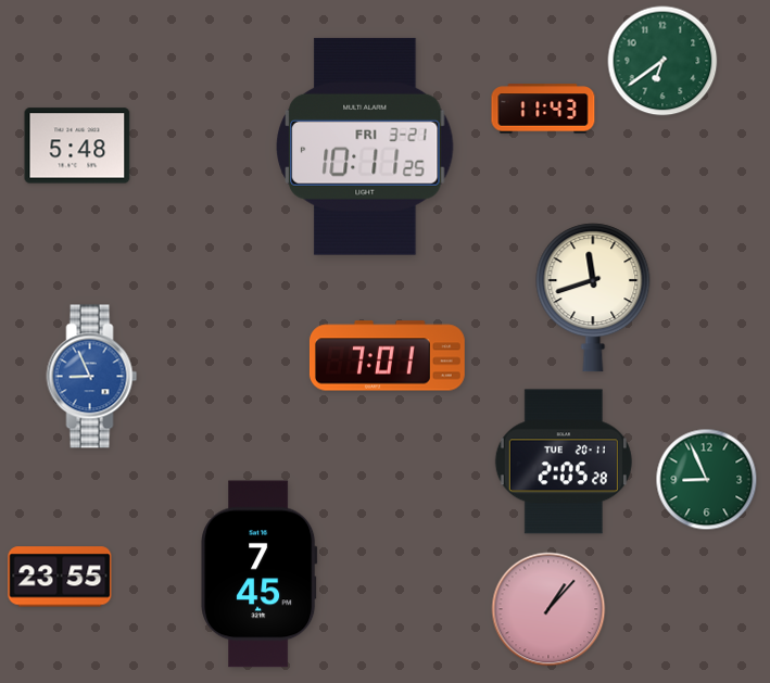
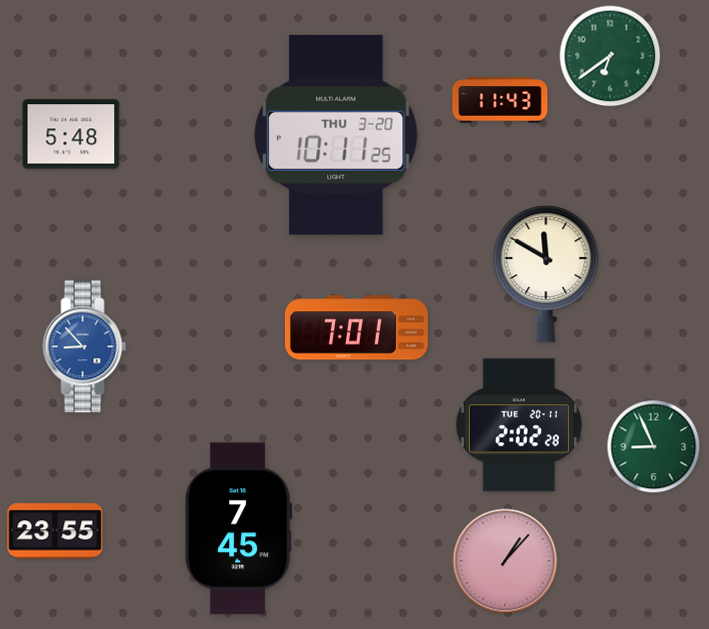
clock at (365, 147) date: FRI 3-21 -> THU 3-20
clock at (593, 298): 11:42 -> 11:50
clock at (92, 377): 8:56 -> 8:53
clock at (564, 461): 2:05 -> 2:02
clock at (707, 480) position: (707, 480) -> (654, 447)
